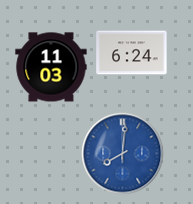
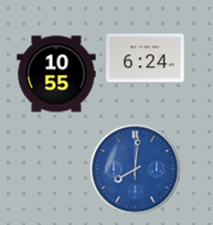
clock at (51, 67): 11:03 -> 10:55
